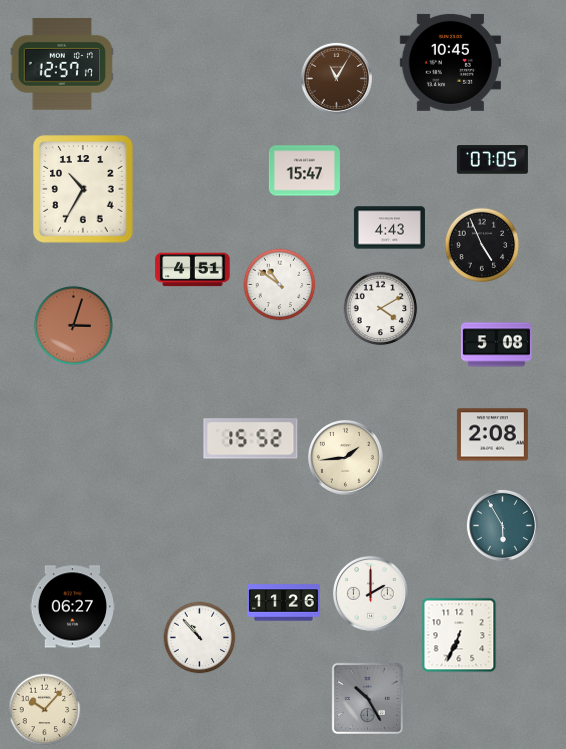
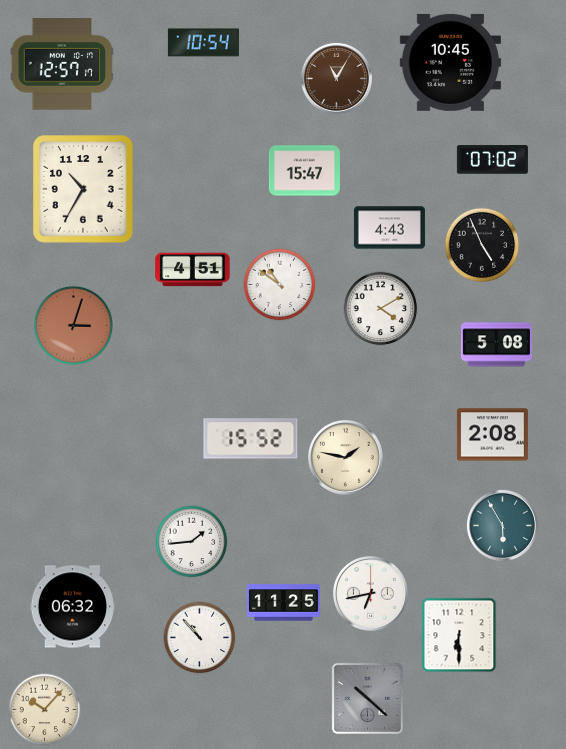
clock at (203, 43): none -> 10:54
clock at (492, 160): 07:05 -> 07:02
clock at (345, 457): 1:44 -> 1:47
clock at (192, 542): none -> 1:44
clock at (370, 593): 2:00 -> 6:43
clock at (284, 603): 11:26 -> 11:25
clock at (72, 607): 06:27 -> 06:32
clock at (459, 635): 6:34 -> 6:30
clock at (367, 698): 10:25 -> 10:22
